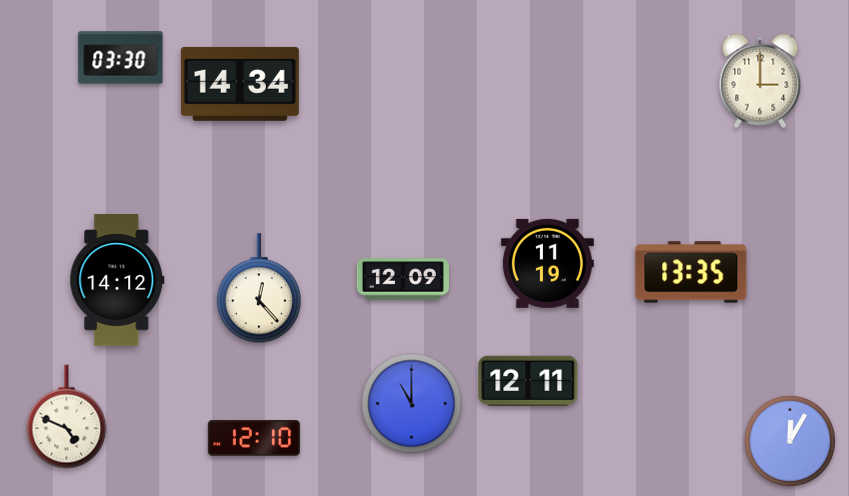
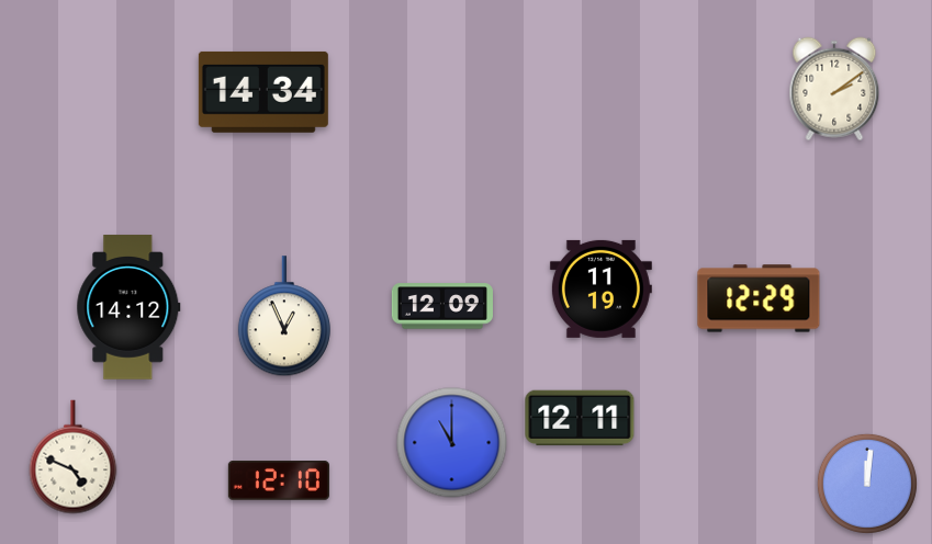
clock at (121, 58): 03:30 -> none
clock at (760, 81): 3:00 -> 2:09
clock at (691, 272): 13:35 -> 12:29
clock at (259, 289): 12:23 -> 12:56
clock at (790, 441): 12:05 -> 12:01
